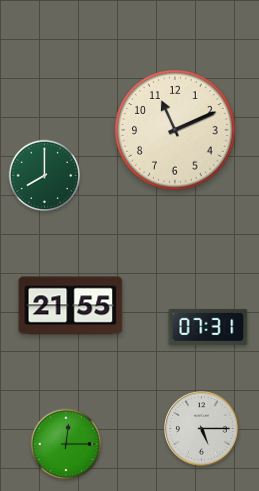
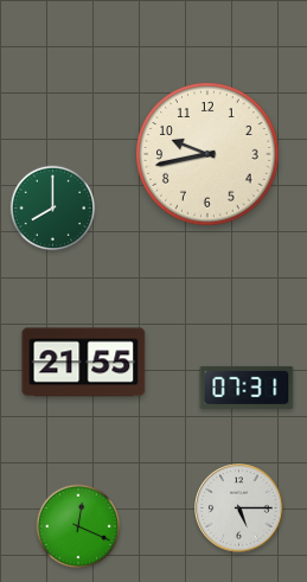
clock at (175, 130): 11:11 -> 9:43
clock at (66, 444): 12:15 -> 12:19
